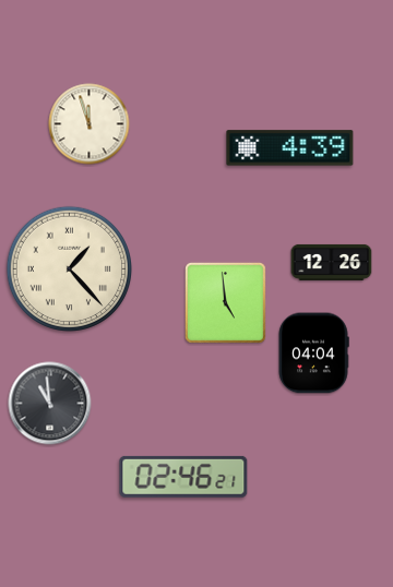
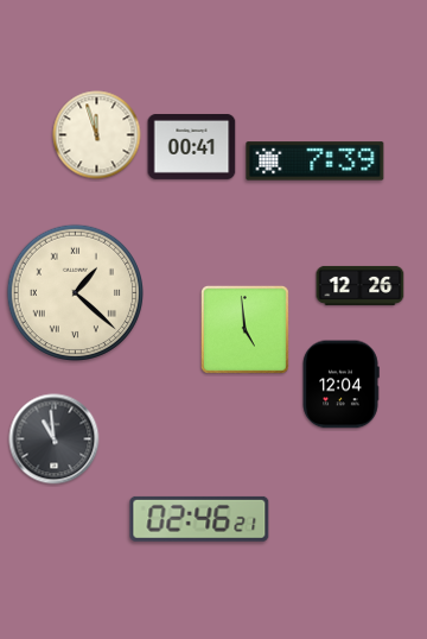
clock at (192, 146): none -> 00:41
clock at (290, 148): 4:39 -> 7:39
clock at (69, 268): 1:23 -> 1:22
clock at (313, 354): 04:04 -> 12:04
